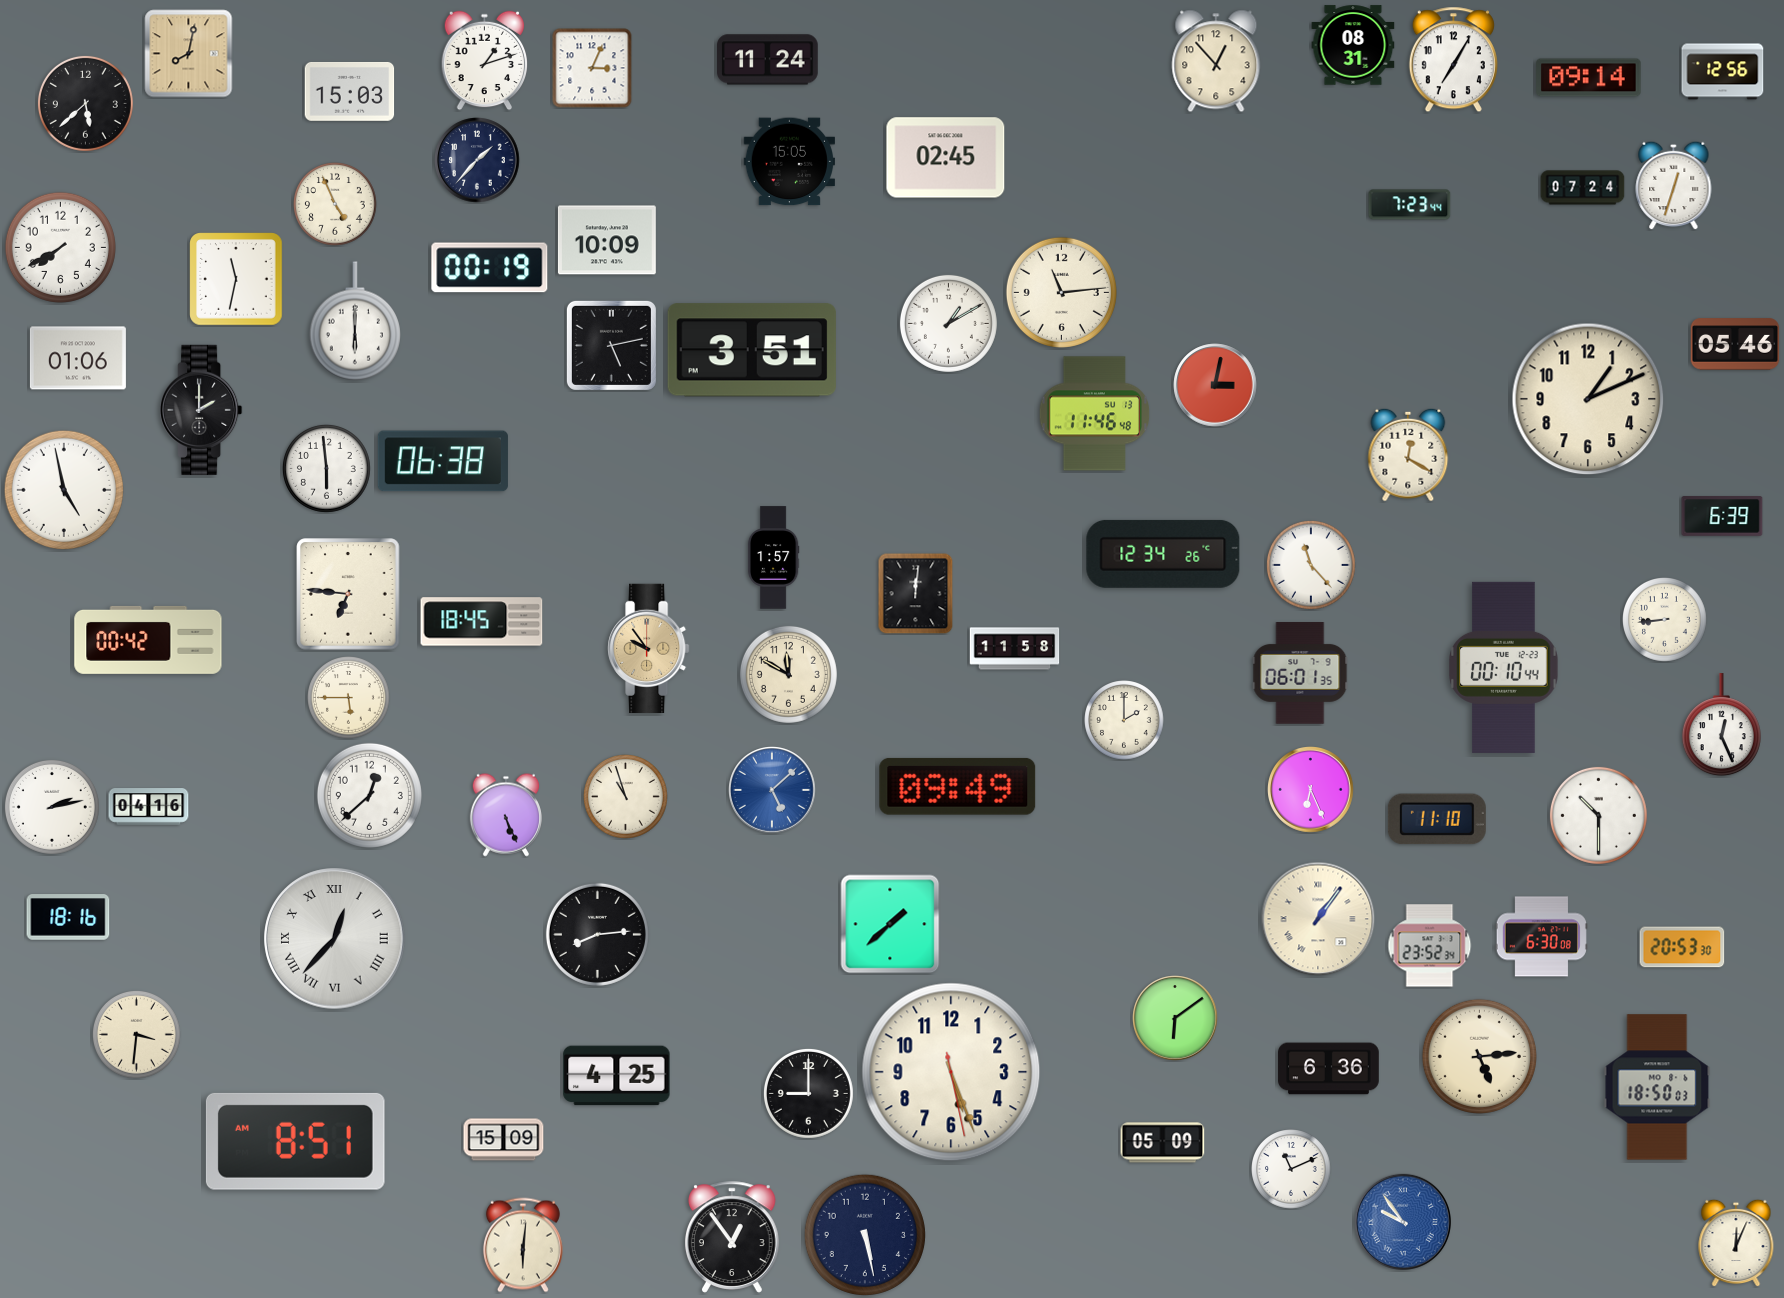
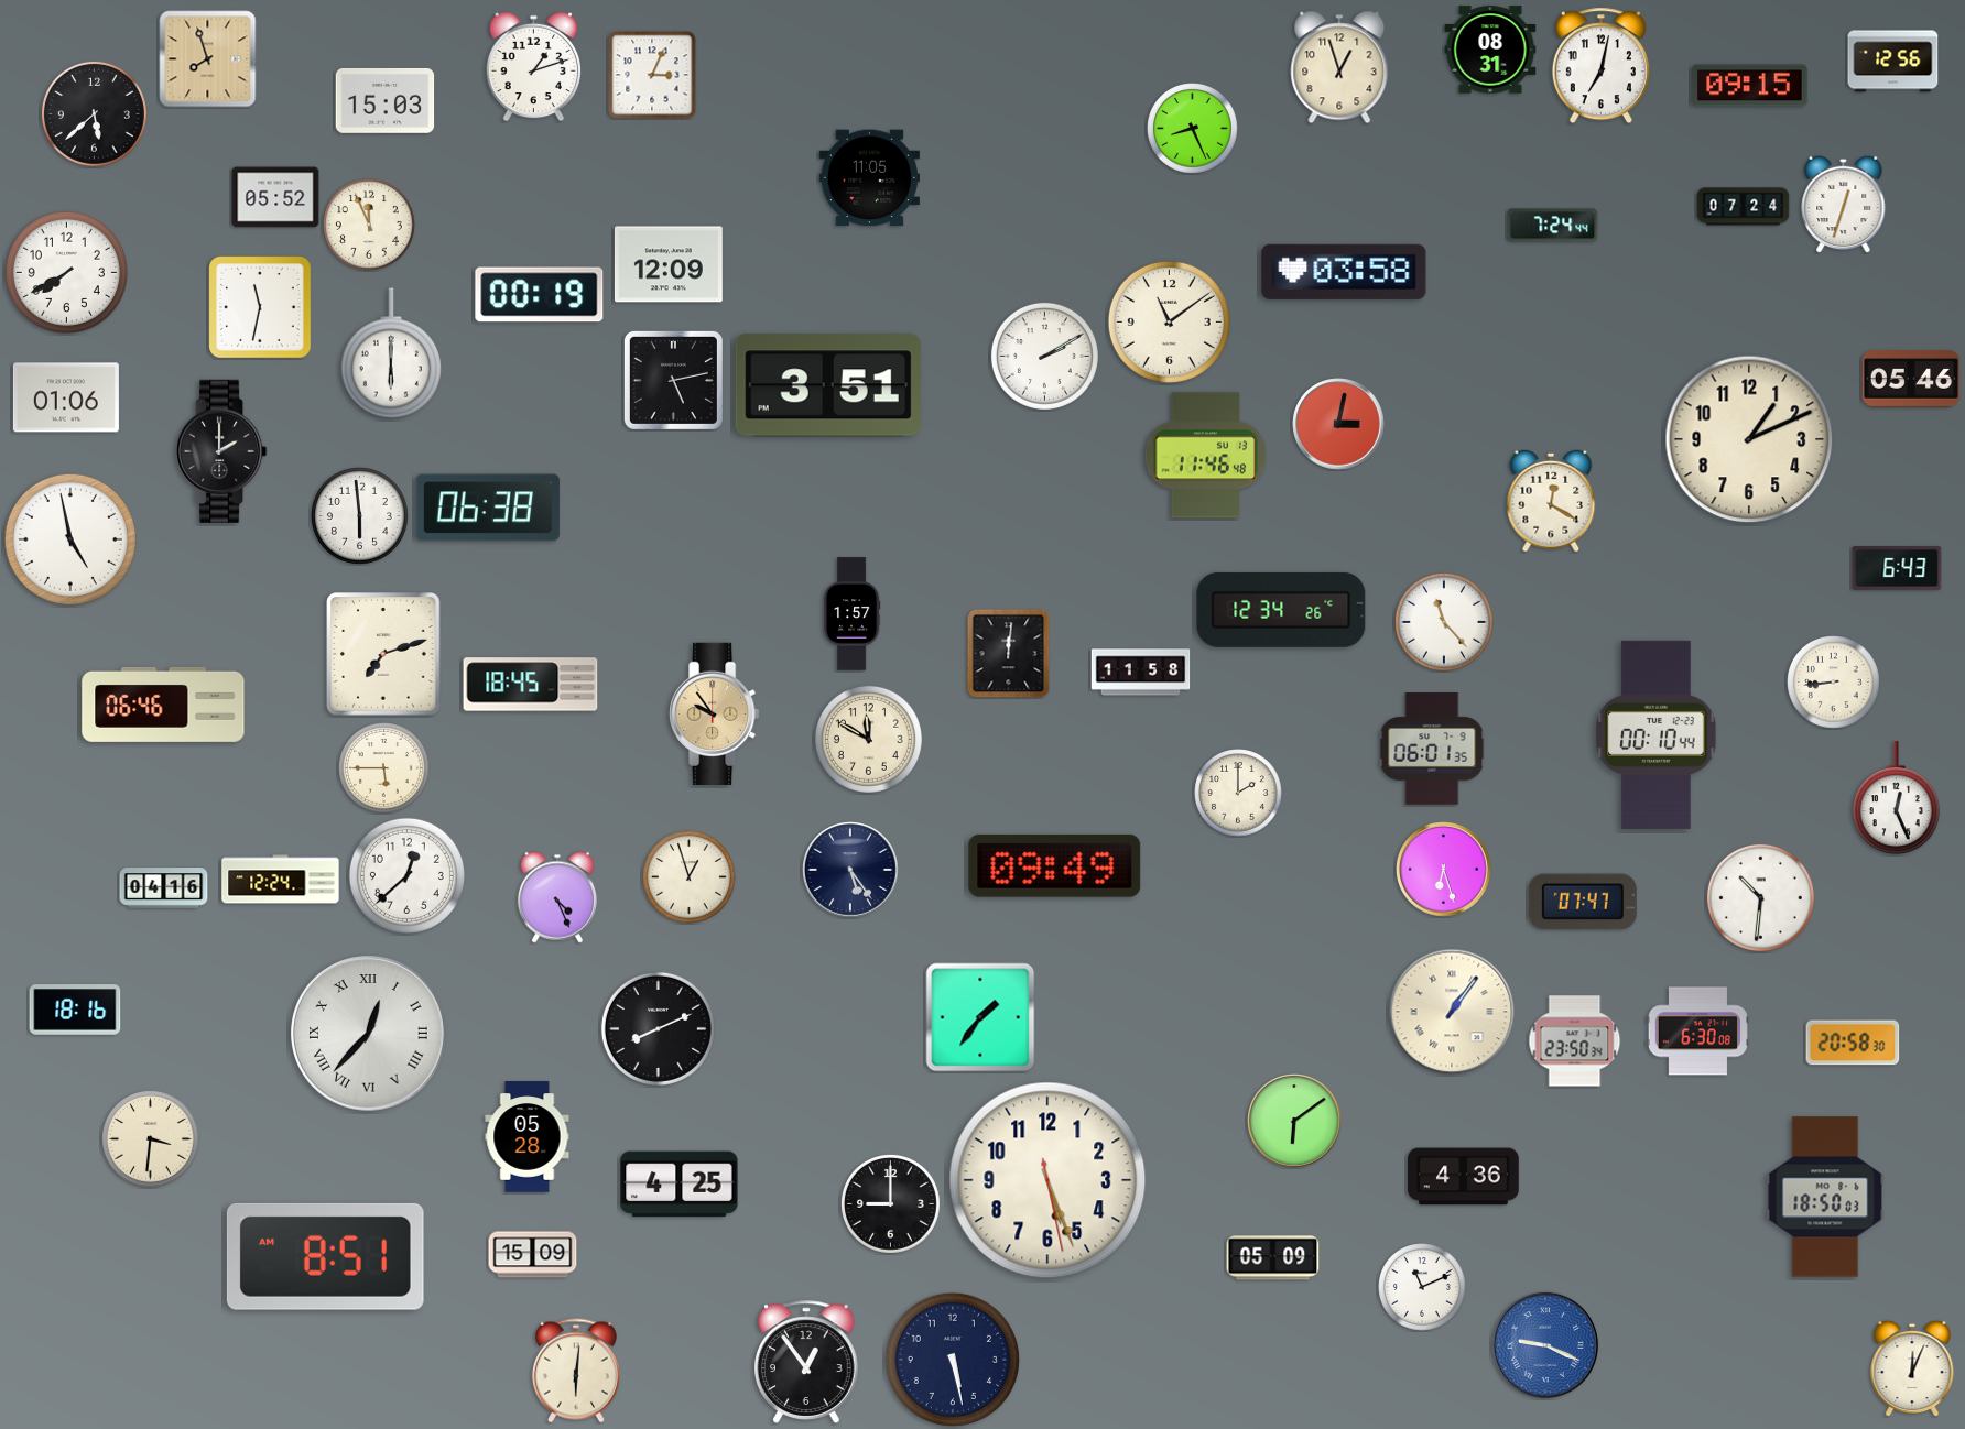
clock at (189, 54): 8:02 -> 7:57
clock at (768, 60): 11:24 -> none
clock at (1453, 60): 7:05 -> 7:02
clock at (1216, 61): 12:53 -> 12:57
clock at (1723, 72) position: (1723, 72) -> (1893, 62)
clock at (1589, 78): 09:14 -> 09:15
clock at (1193, 129): none -> 8:26
clock at (946, 158): 02:45 -> none
clock at (477, 160): 1:37 -> none
clock at (789, 162): 15:05 -> 11:05
clock at (275, 197): none -> 05:52
clock at (336, 205): 4:56 -> 11:56
clock at (1410, 205): 7:23 -> 7:24
clock at (607, 240): 10:09 -> 12:09
clock at (1344, 272): none -> 03:58
clock at (1061, 292): 11:14 -> 11:09
clock at (948, 323): 1:10 -> 2:10
clock at (78, 358) position: (78, 358) -> (66, 397)
clock at (1722, 516): 6:39 -> 6:43
clock at (348, 594): 6:46 -> 7:12
clock at (148, 640): 00:42 -> 06:46
clock at (1015, 649) position: (1015, 649) -> (1141, 673)
clock at (1300, 673) position: (1300, 673) -> (1432, 749)
clock at (788, 674) position: (788, 674) -> (868, 739)
clock at (1311, 790): 6:26 -> 6:27
clock at (773, 791): 5:08 -> 5:24
clock at (773, 791) dial: blue -> navy
clock at (626, 797): 10:57 -> 12:57
clock at (281, 880): none -> 12:24
clock at (52, 807): 2:13 -> none
clock at (506, 815): 5:26 -> 4:26
clock at (1598, 815): 10:30 -> 10:31
clock at (1437, 819): 11:10 -> 07:47
clock at (890, 924): 1:38 -> 1:36
clock at (597, 934): 8:14 -> 8:11
clock at (1430, 946): 23:52 -> 23:50
clock at (1682, 947): 20:53 -> 20:58
clock at (528, 1137): none -> 05:28
clock at (1479, 1056): 5:14 -> none
clock at (1329, 1069): 6:36 -> 4:36
clock at (504, 1140) position: (504, 1140) -> (533, 1255)
clock at (1163, 1143) position: (1163, 1143) -> (1273, 1258)
clock at (1403, 1222): 9:54 -> 9:19
